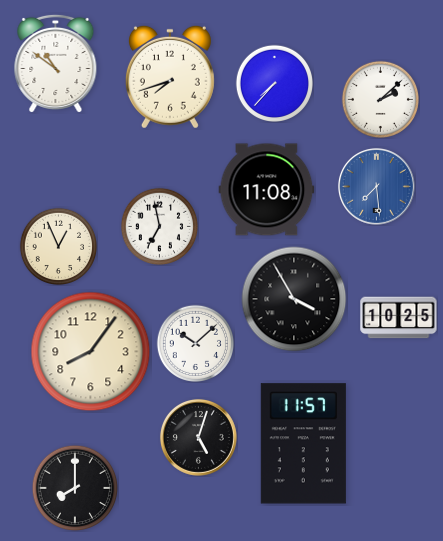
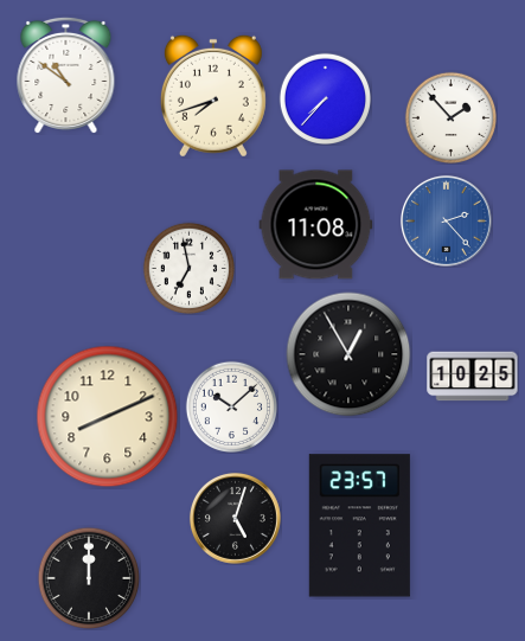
clock at (170, 77) position: (170, 77) -> (213, 96)
clock at (380, 99): 2:08 -> 1:53
clock at (376, 186): 7:29 -> 2:23
clock at (58, 246): 12:56 -> none
clock at (294, 299): 3:55 -> 12:55
clock at (91, 352): 8:06 -> 8:11
clock at (303, 444): 11:57 -> 23:57
clock at (75, 488): 8:00 -> 12:00
